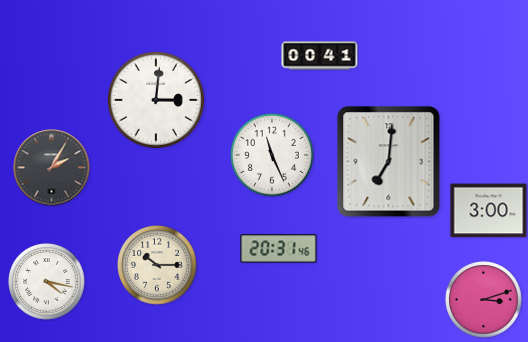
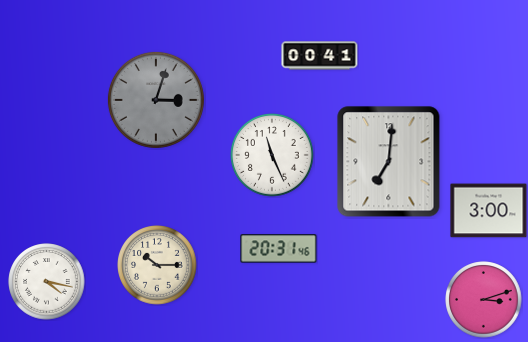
clock at (156, 100): 3:01 -> 3:03
clock at (156, 100) dial: white -> grey
clock at (52, 168): 2:05 -> none
